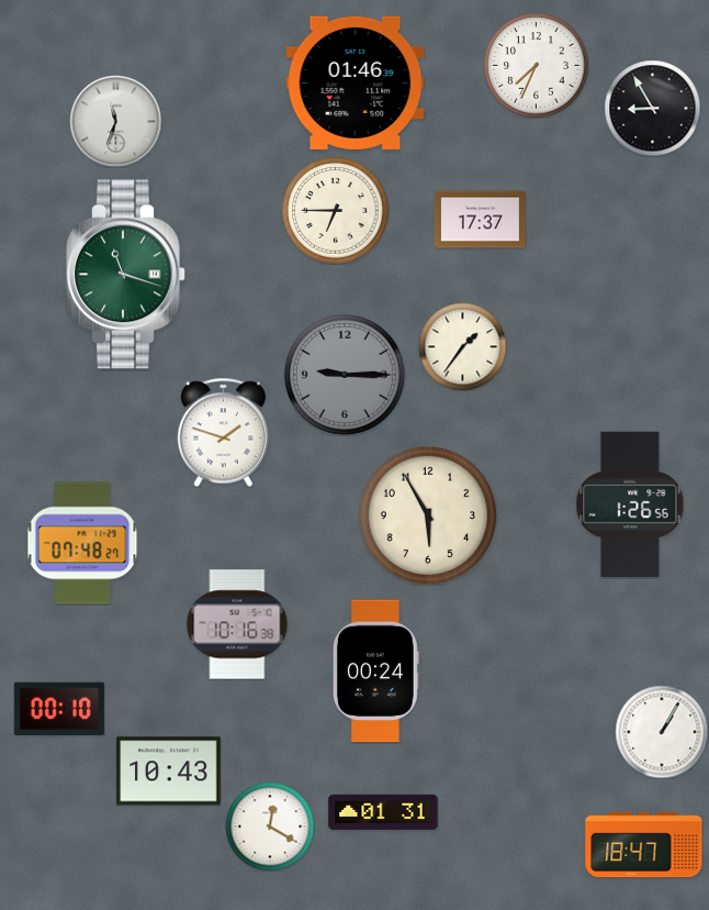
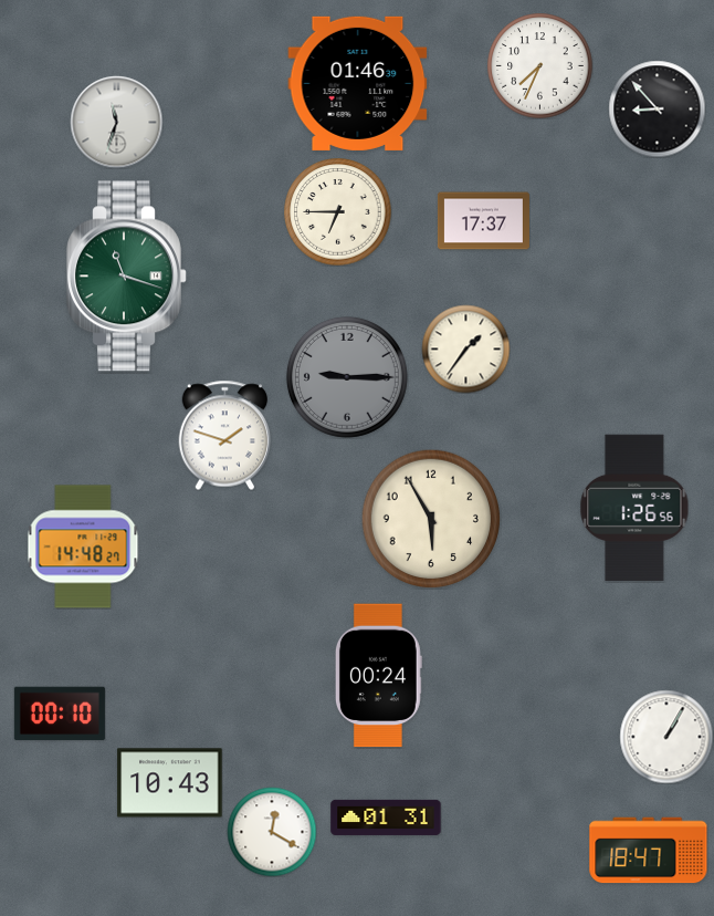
clock at (652, 108): 8:55 -> 8:53
clock at (82, 543): 07:48 -> 14:48
clock at (237, 624): 10:16 -> none
clock at (169, 772) position: (169, 772) -> (170, 783)
